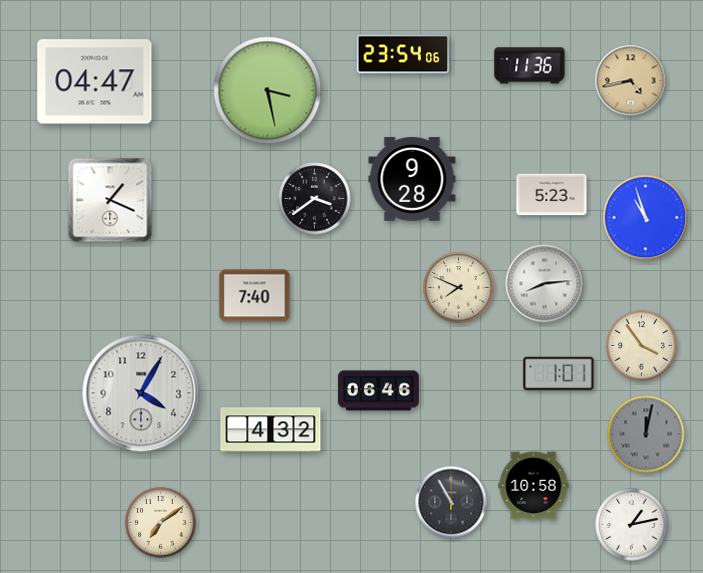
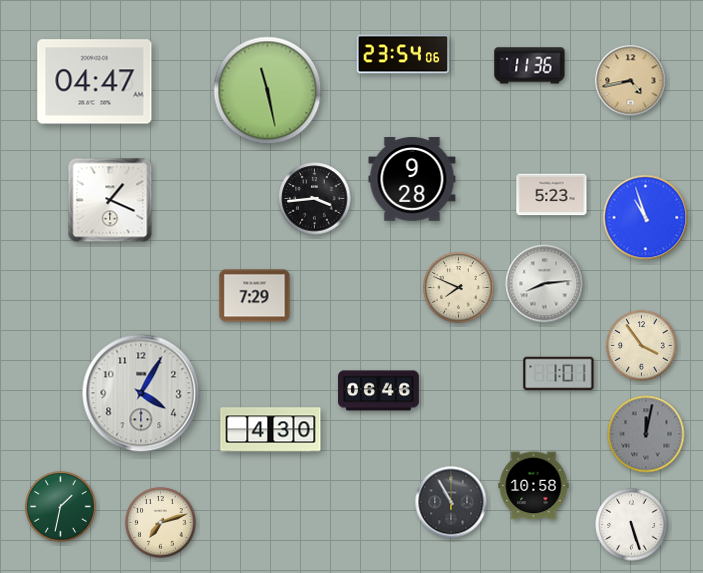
clock at (268, 91): 3:28 -> 11:28
clock at (315, 199): 3:39 -> 3:44
clock at (255, 296): 7:40 -> 7:29
clock at (271, 430): 4:32 -> 4:30
clock at (61, 507): none -> 1:32
clock at (161, 523): 7:09 -> 7:12
clock at (632, 525): 1:13 -> 5:27
